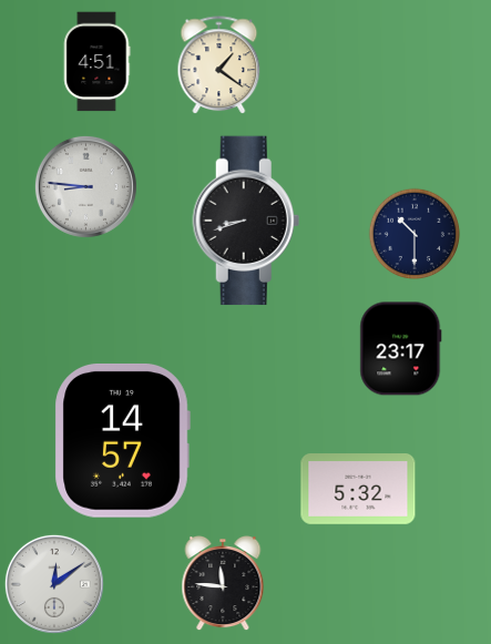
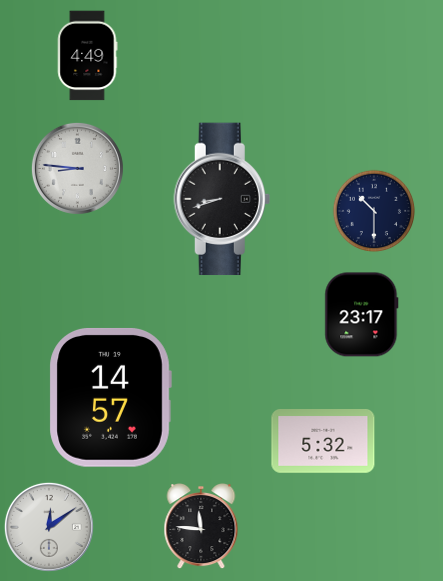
clock at (98, 62): 4:51 -> 4:49
clock at (219, 65): 1:21 -> none
